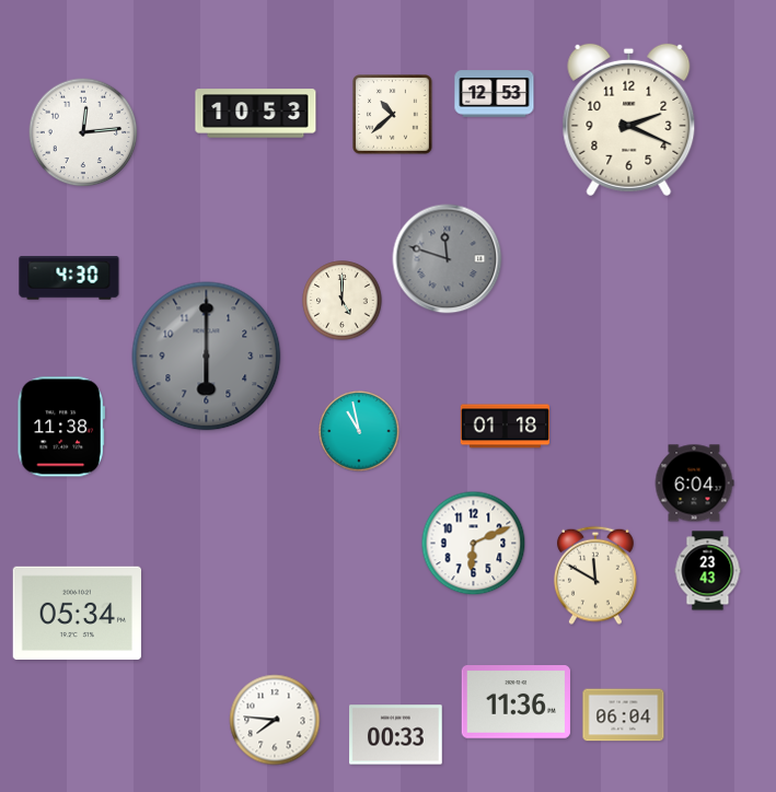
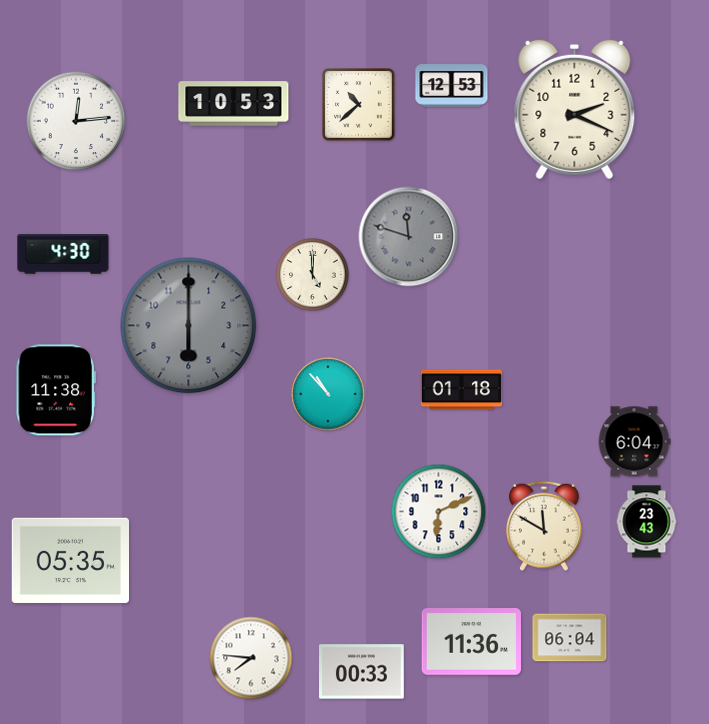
clock at (359, 431): 10:58 -> 10:53
clock at (474, 544) position: (474, 544) -> (439, 512)
clock at (77, 613): 05:34 -> 05:35
clock at (624, 715) position: (624, 715) -> (570, 638)
